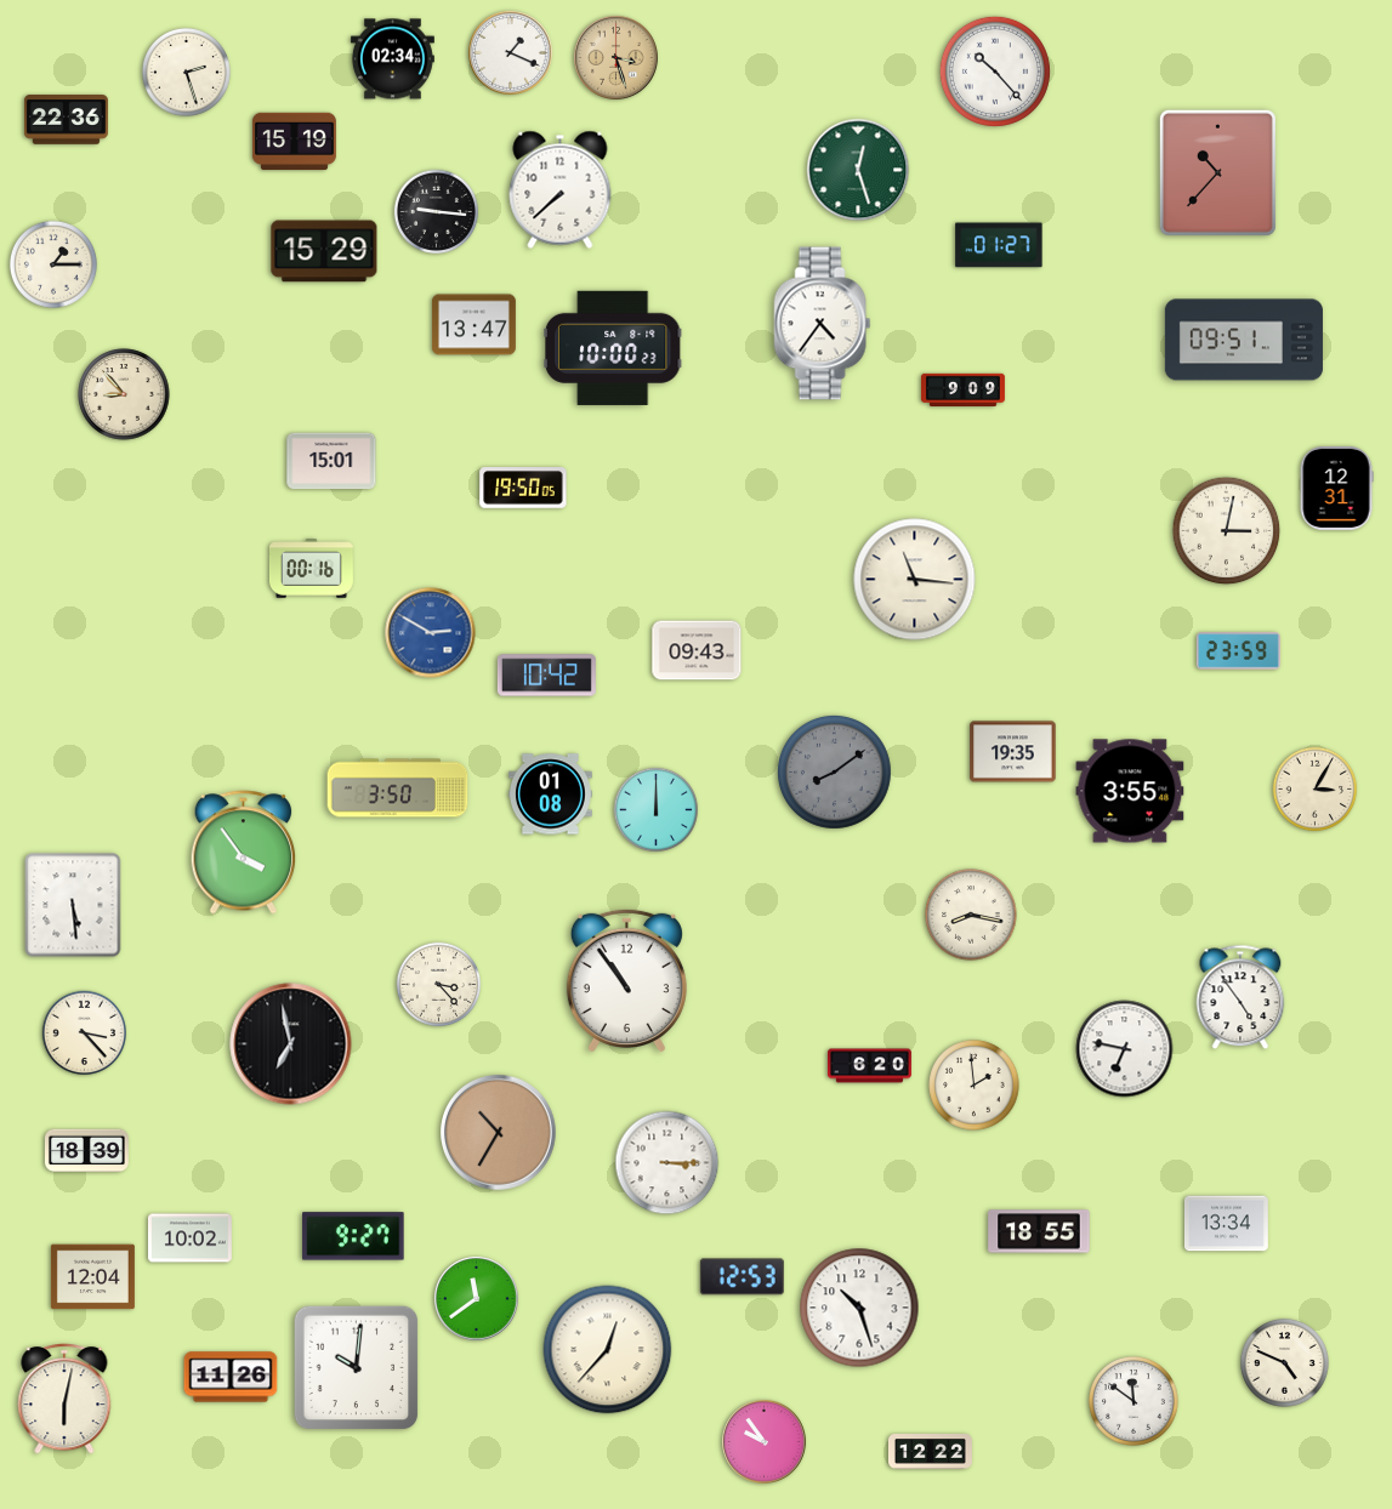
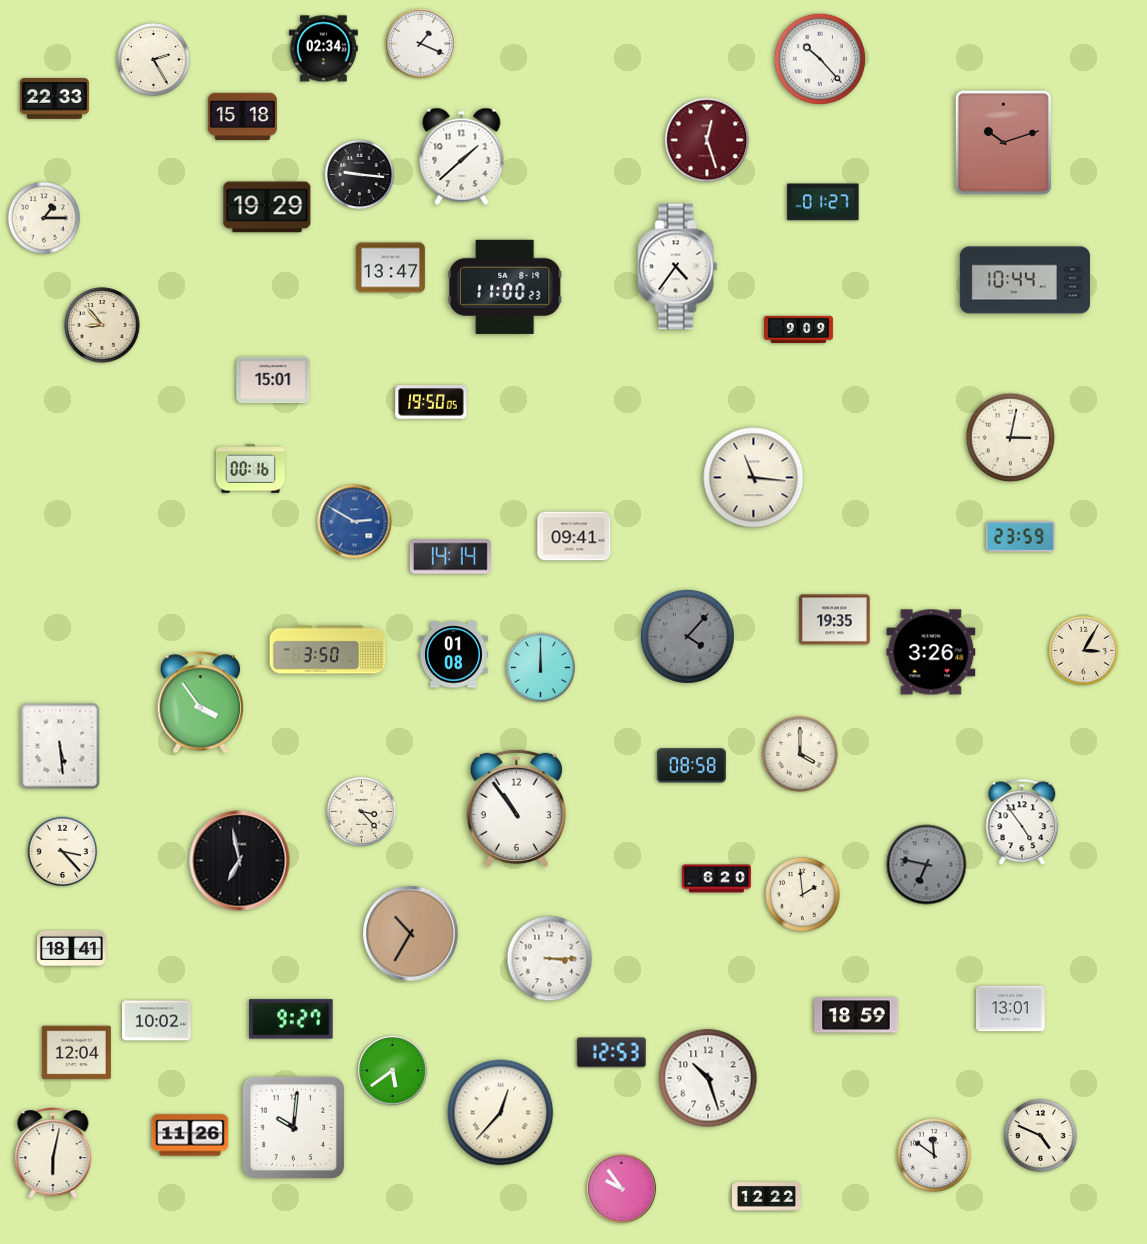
clock at (617, 58): 3:27 -> none
clock at (187, 72): 2:27 -> 2:25
clock at (66, 120): 22:36 -> 22:33
clock at (294, 142): 15:19 -> 15:18
clock at (858, 170) dial: green -> burgundy
clock at (1217, 172): 10:37 -> 10:12
clock at (561, 189): 7:38 -> 1:38
clock at (324, 251): 15:29 -> 19:29
clock at (1244, 340): 09:51 -> 10:44
clock at (613, 348): 10:00 -> 11:00
clock at (962, 389) position: (962, 389) -> (798, 329)
clock at (1336, 488): 12:31 -> none
clock at (311, 569) position: (311, 569) -> (250, 469)
clock at (697, 650): 09:43 -> 09:41
clock at (546, 676): 10:42 -> 14:14
clock at (834, 771): 8:09 -> 4:07
clock at (1130, 791): 3:55 -> 3:26
clock at (971, 915): 8:17 -> 4:00
clock at (691, 766): none -> 08:58
clock at (85, 1033) position: (85, 1033) -> (63, 852)
clock at (1125, 1049) dial: white -> grey
clock at (86, 1151): 18:39 -> 18:41
clock at (1226, 1224): 13:34 -> 13:01
clock at (1039, 1231): 18:55 -> 18:59
clock at (477, 1299): 11:39 -> 5:39
clock at (1285, 1362) position: (1285, 1362) -> (1041, 1135)
clock at (765, 1442) position: (765, 1442) -> (622, 1189)
